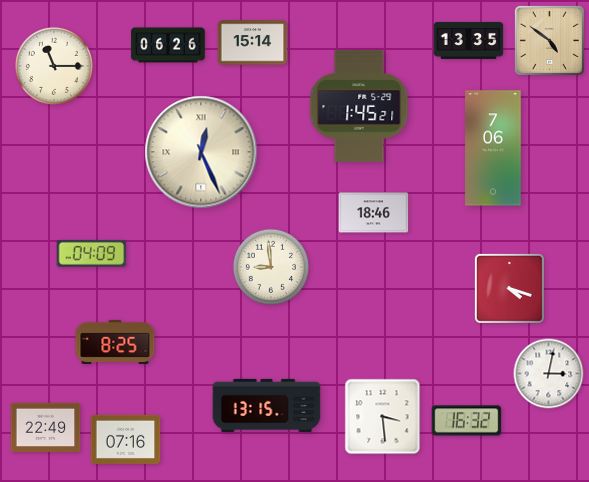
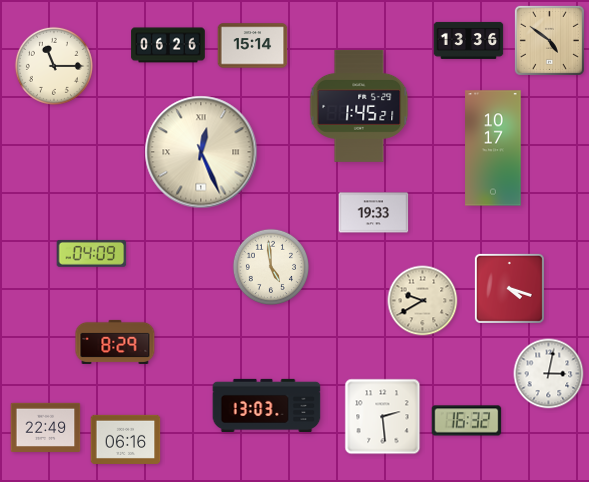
clock at (469, 40): 13:35 -> 13:36
clock at (253, 43) position: (253, 43) -> (253, 46)
clock at (493, 148): 7:06 -> 10:17
clock at (374, 213): 18:46 -> 19:33
clock at (270, 266): 8:59 -> 4:59
clock at (423, 301): none -> 9:40
clock at (115, 342): 8:25 -> 8:29
clock at (267, 405): 13:15 -> 13:03
clock at (383, 417): 3:29 -> 2:29
clock at (126, 439): 07:16 -> 06:16
